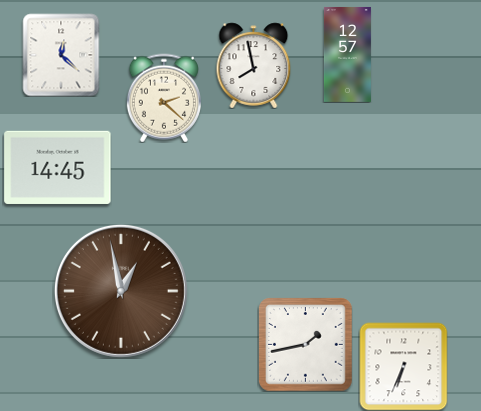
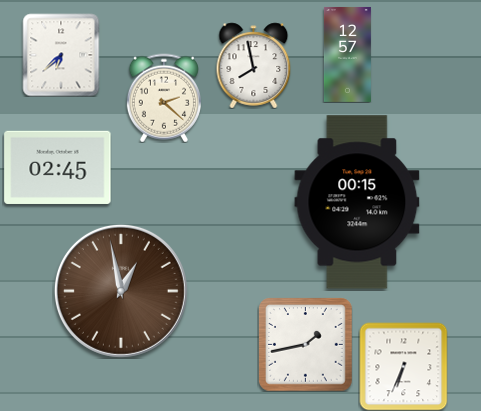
clock at (61, 55): 12:22 -> 6:38
clock at (58, 167): 14:45 -> 02:45
clock at (357, 202): none -> 00:15
